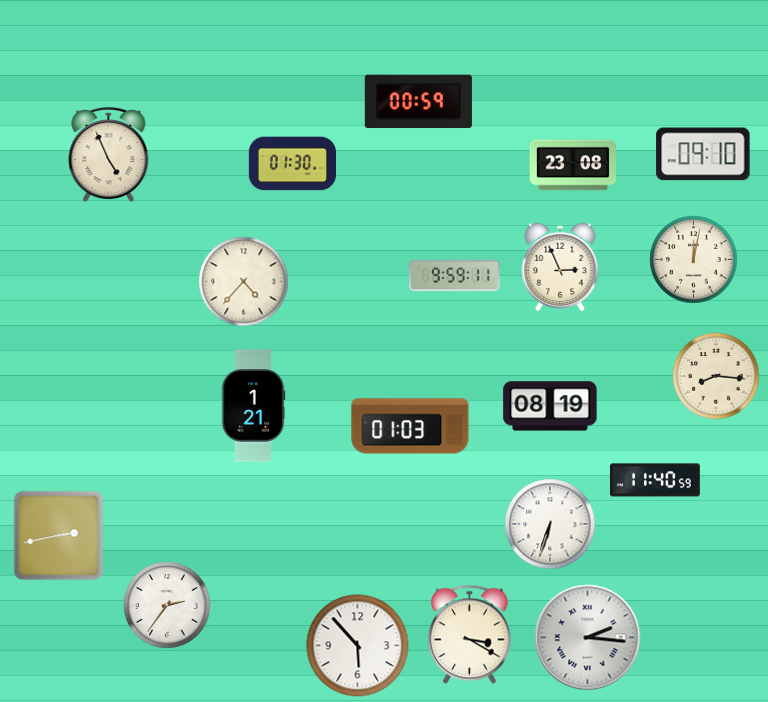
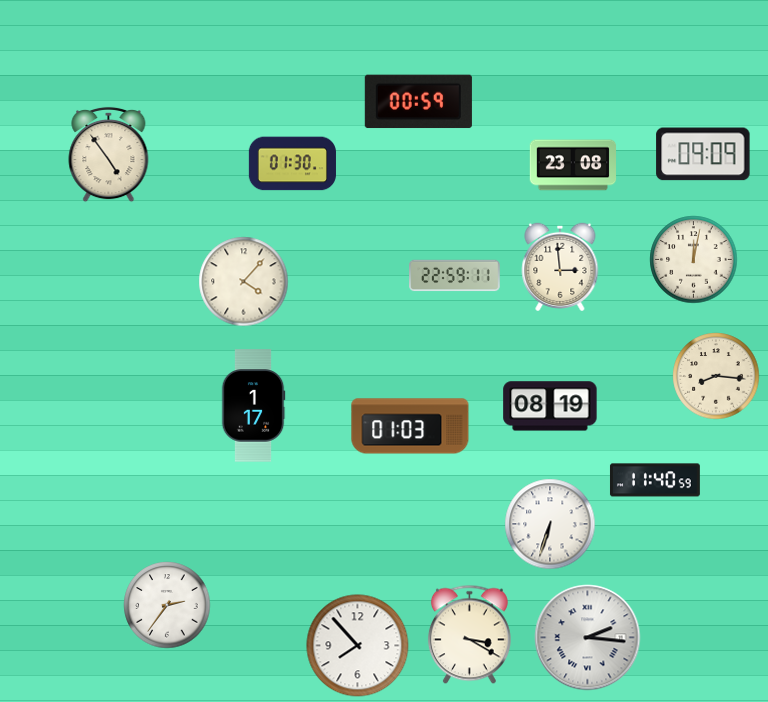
clock at (703, 154): 09:10 -> 09:09
clock at (109, 155): 4:56 -> 4:54
clock at (560, 267): 2:56 -> 2:59
clock at (455, 276): 9:59 -> 22:59
clock at (244, 282): 4:37 -> 4:07
clock at (253, 406): 1:21 -> 1:17
clock at (59, 536): 2:43 -> none
clock at (358, 646): 5:53 -> 7:53
